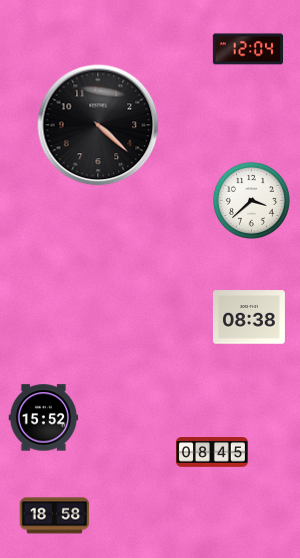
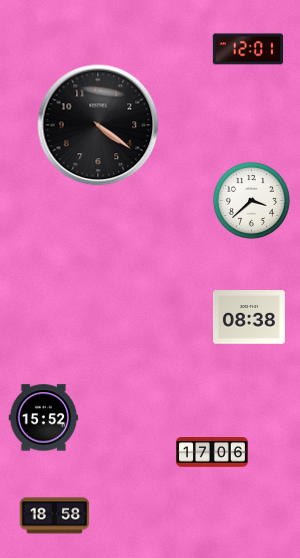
clock at (247, 49): 12:04 -> 12:01
clock at (98, 125): 4:22 -> 4:21
clock at (213, 452): 08:45 -> 17:06
